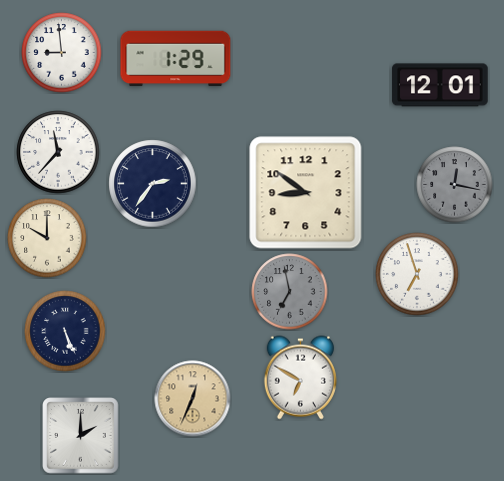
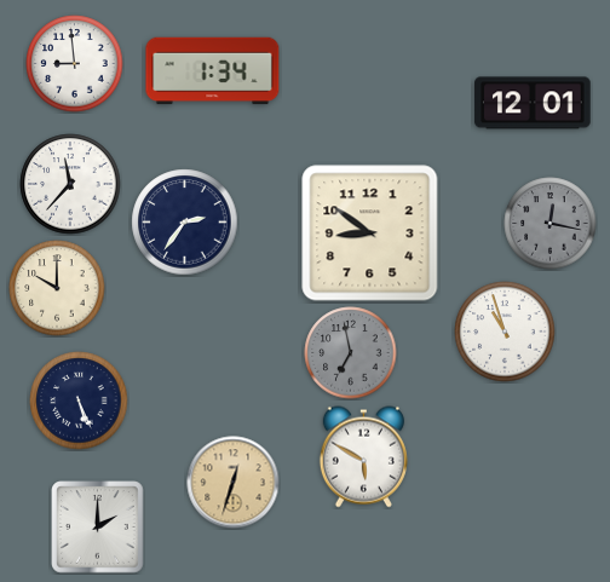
clock at (176, 59): 1:29 -> 1:34
clock at (417, 274): 6:57 -> 10:57
clock at (300, 378): 6:50 -> 5:50
clock at (193, 399): 12:34 -> 12:33
